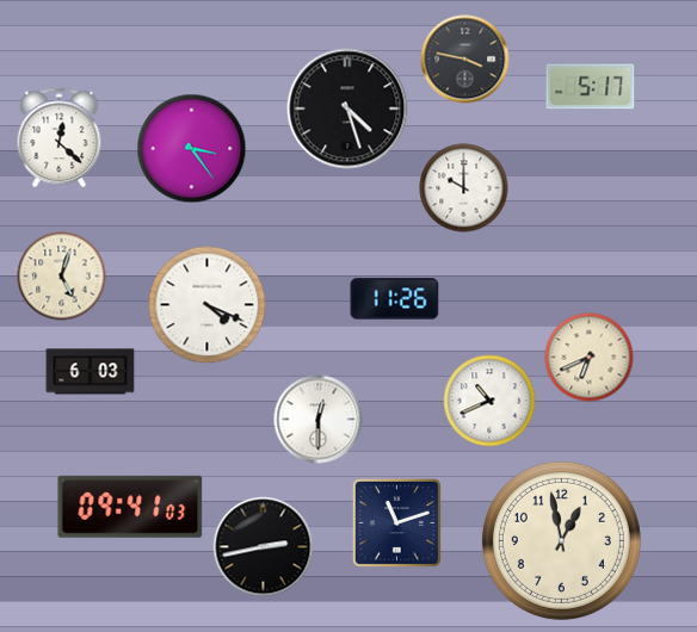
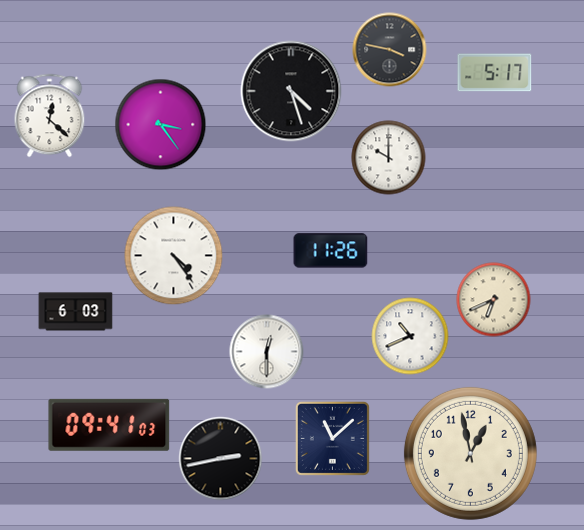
clock at (62, 277): 5:03 -> none
clock at (208, 305): 4:19 -> 4:24
clock at (396, 522): 11:12 -> 11:08
